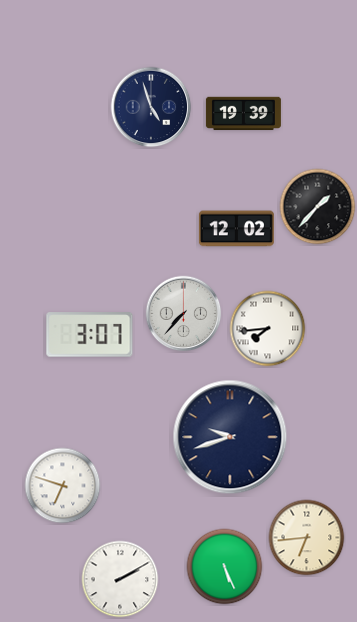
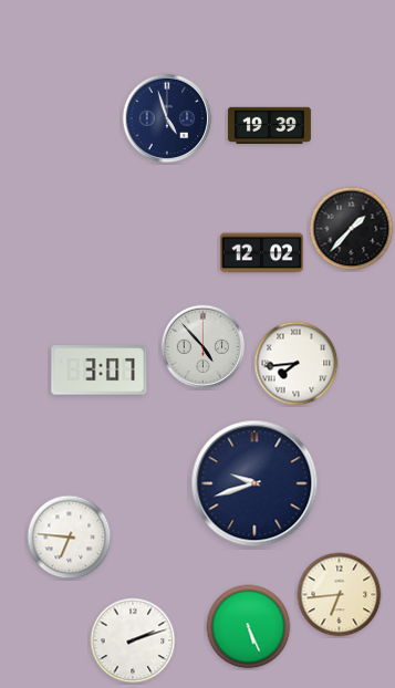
clock at (184, 314): 7:37 -> 4:53
clock at (63, 486): 6:48 -> 6:46
clock at (120, 579): 2:10 -> 2:12
